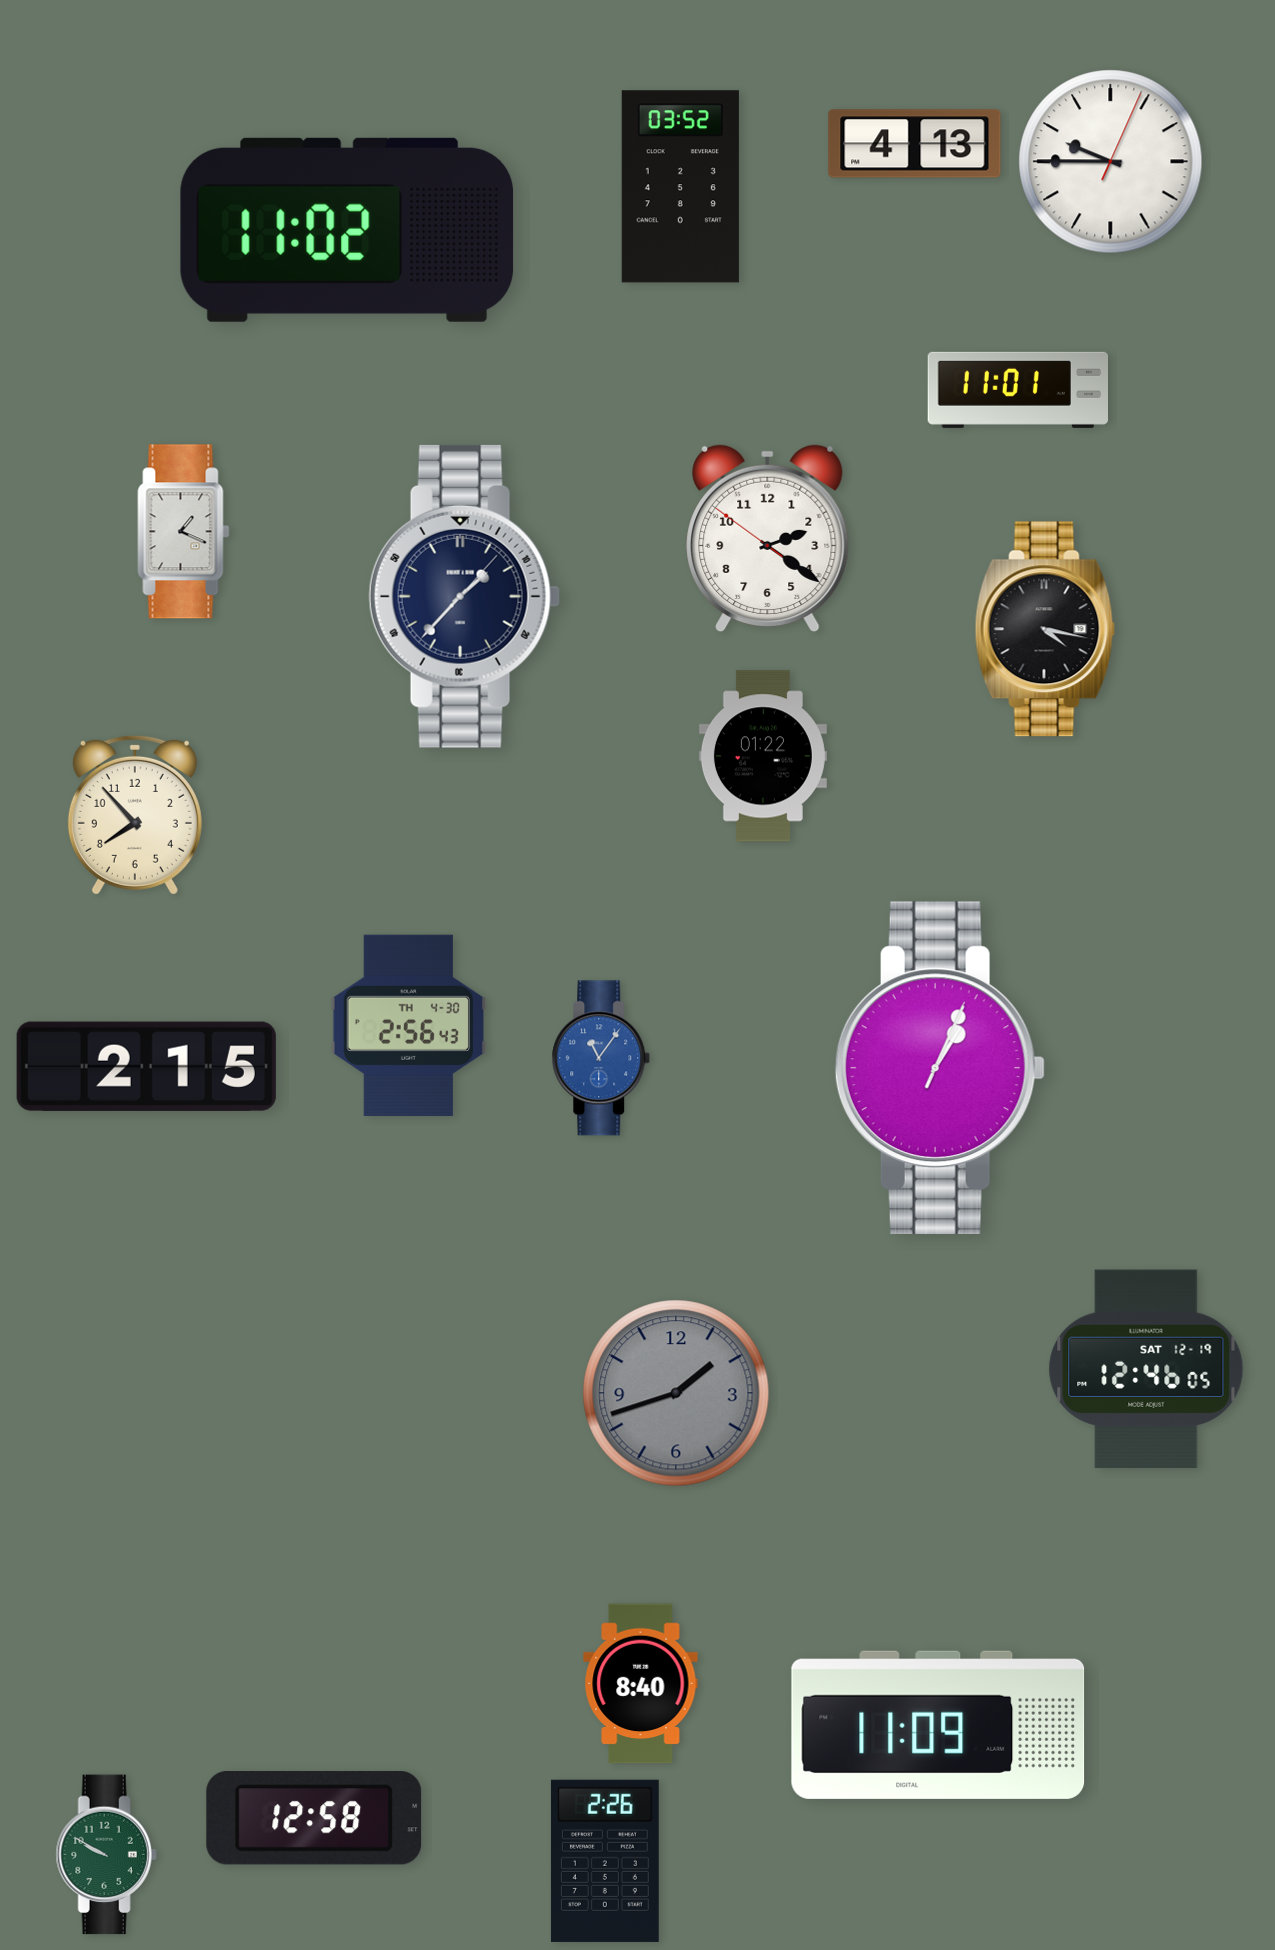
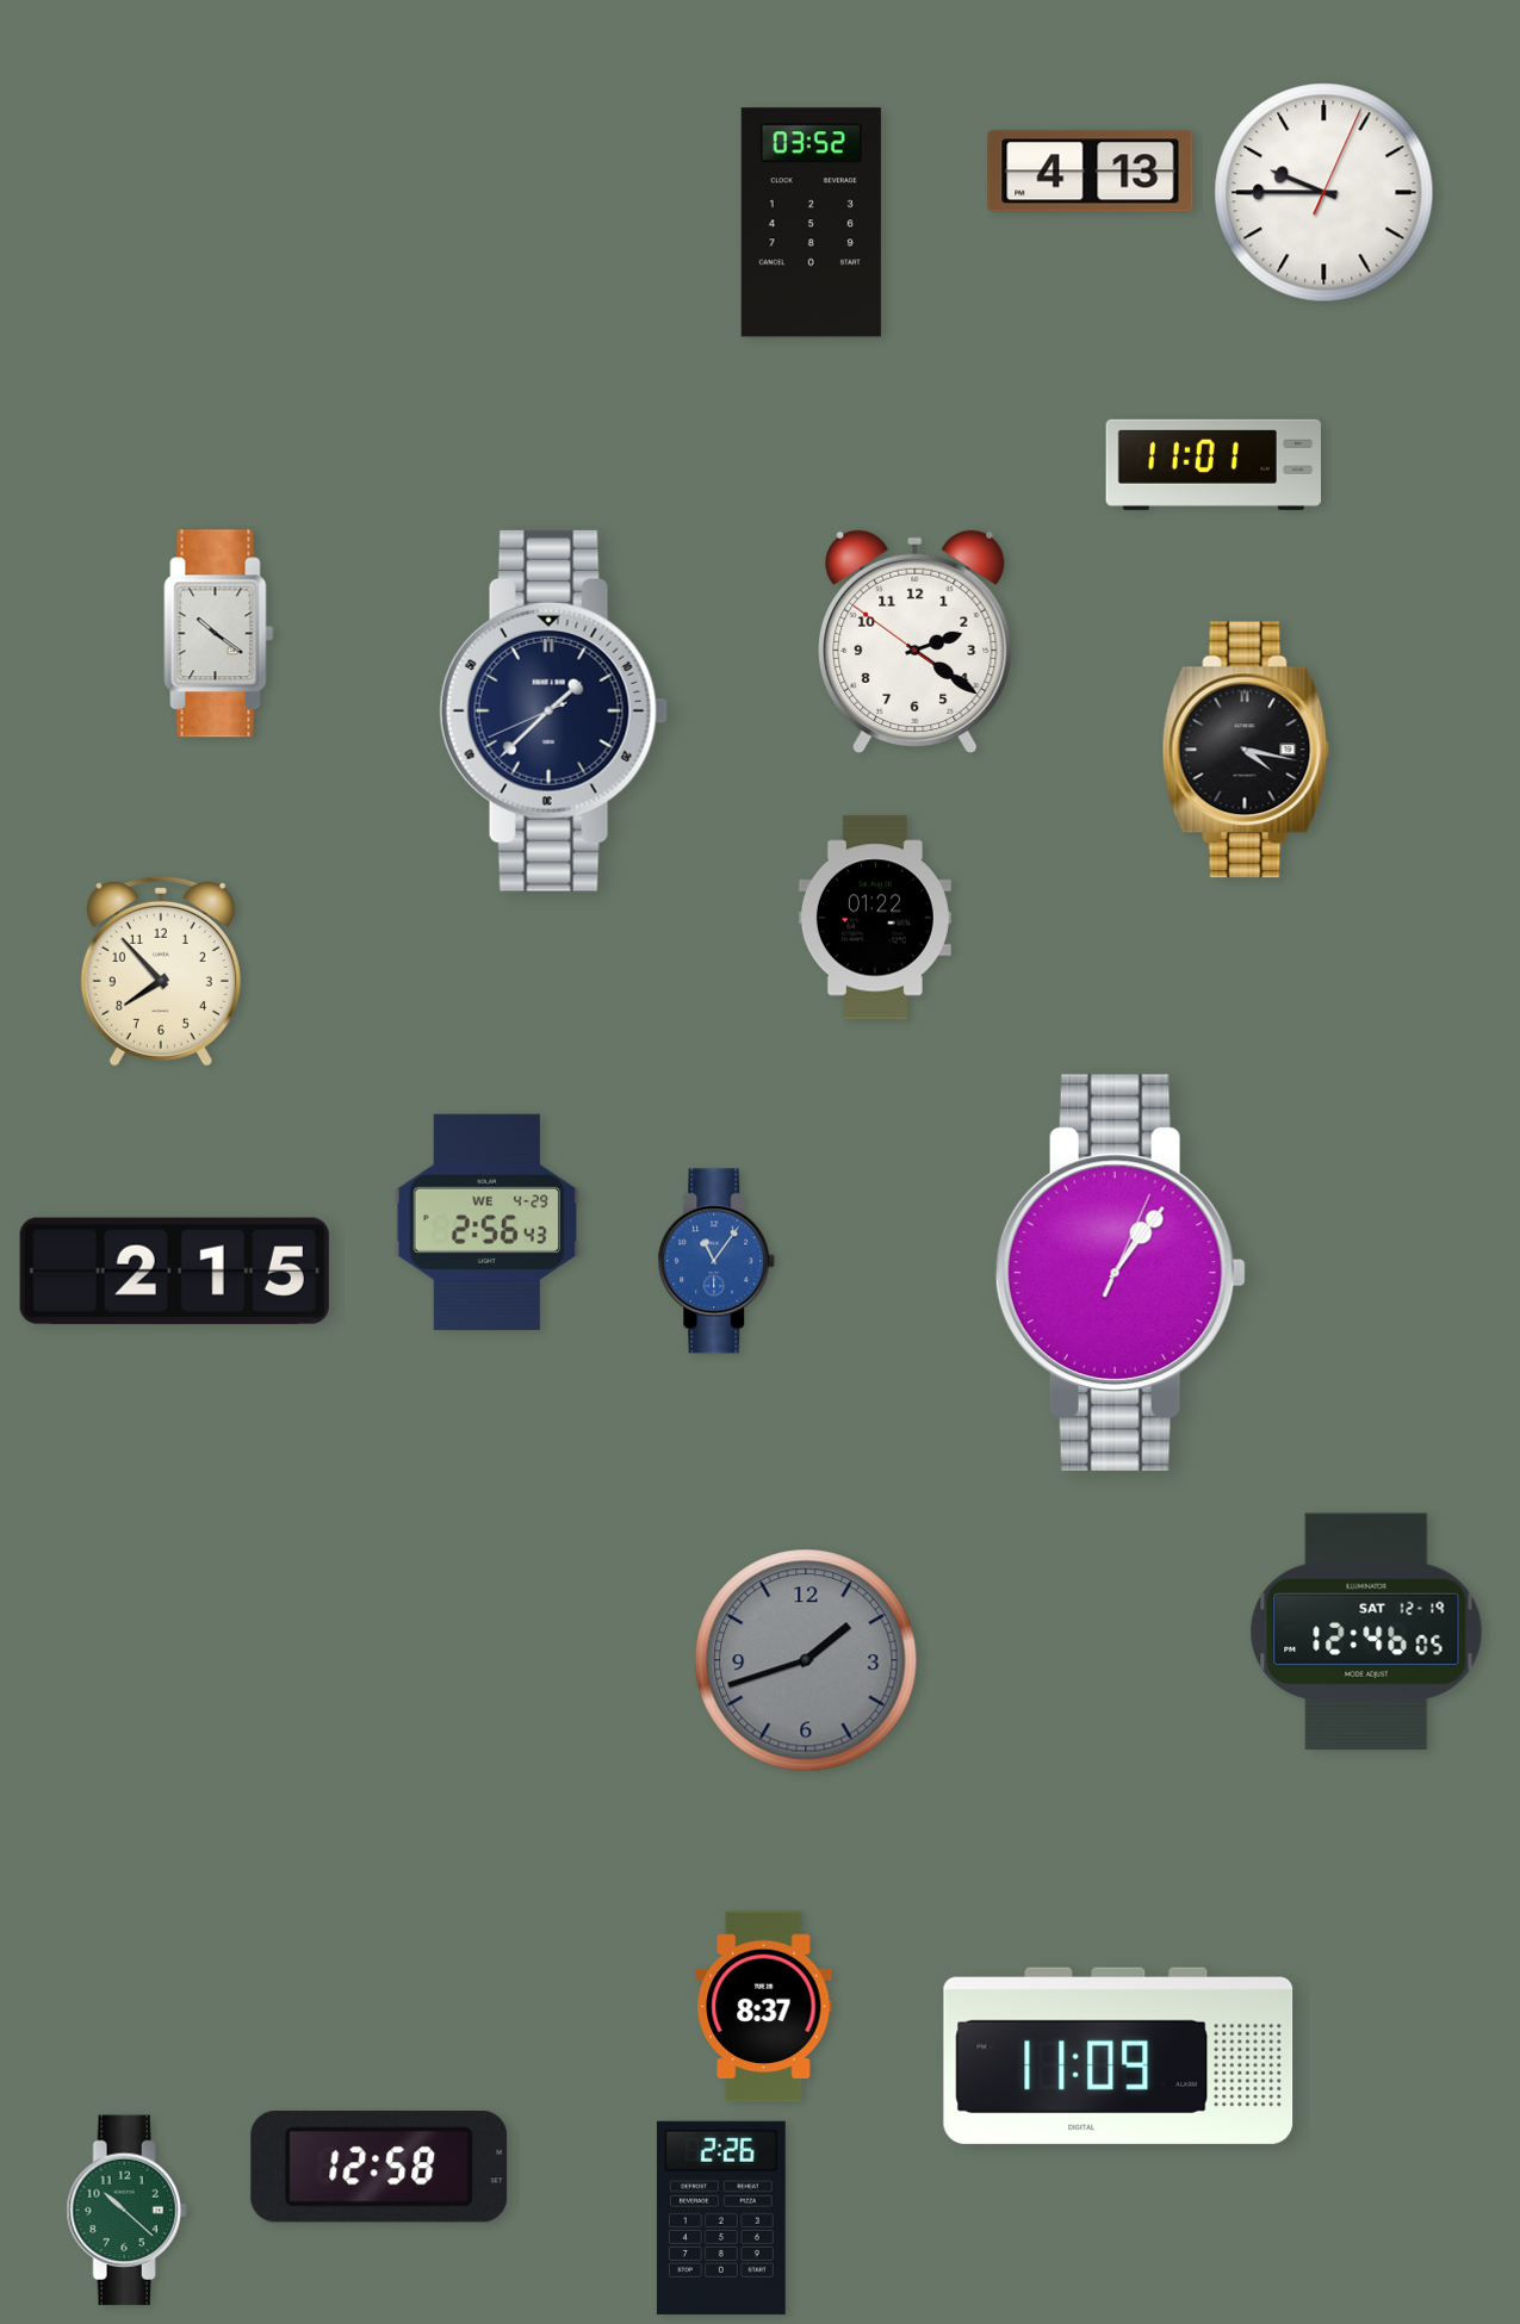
clock at (347, 230): 11:02 -> none
clock at (184, 532): 1:19 -> 10:21
clock at (464, 596): 1:37:07 -> 1:37:41
clock at (763, 756) position: (763, 756) -> (875, 918)
clock at (409, 1025) date: TH 4-30 -> WE 4-29
clock at (940, 1068): 1:04 -> 1:06
clock at (641, 1684): 8:40 -> 8:37
clock at (314, 1818) position: (314, 1818) -> (379, 2167)
clock at (106, 1855): 9:50 -> 10:22
